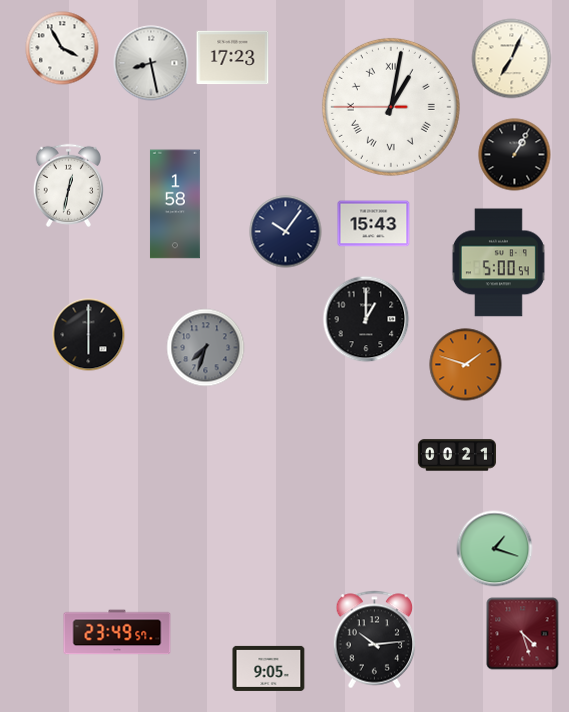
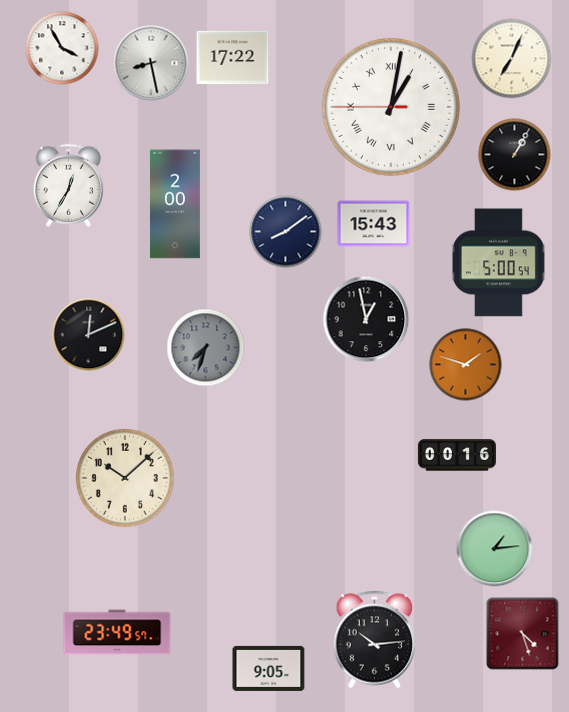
clock at (233, 58): 17:23 -> 17:22
clock at (68, 185): 12:32 -> 12:35
clock at (175, 204): 1:58 -> 2:00
clock at (286, 232): 10:06 -> 8:09
clock at (366, 319): 1:00 -> 12:58
clock at (89, 335): 6:00 -> 12:11
clock at (456, 455): 00:21 -> 00:16
clock at (125, 478): none -> 10:08
clock at (495, 549): 1:18 -> 1:14
